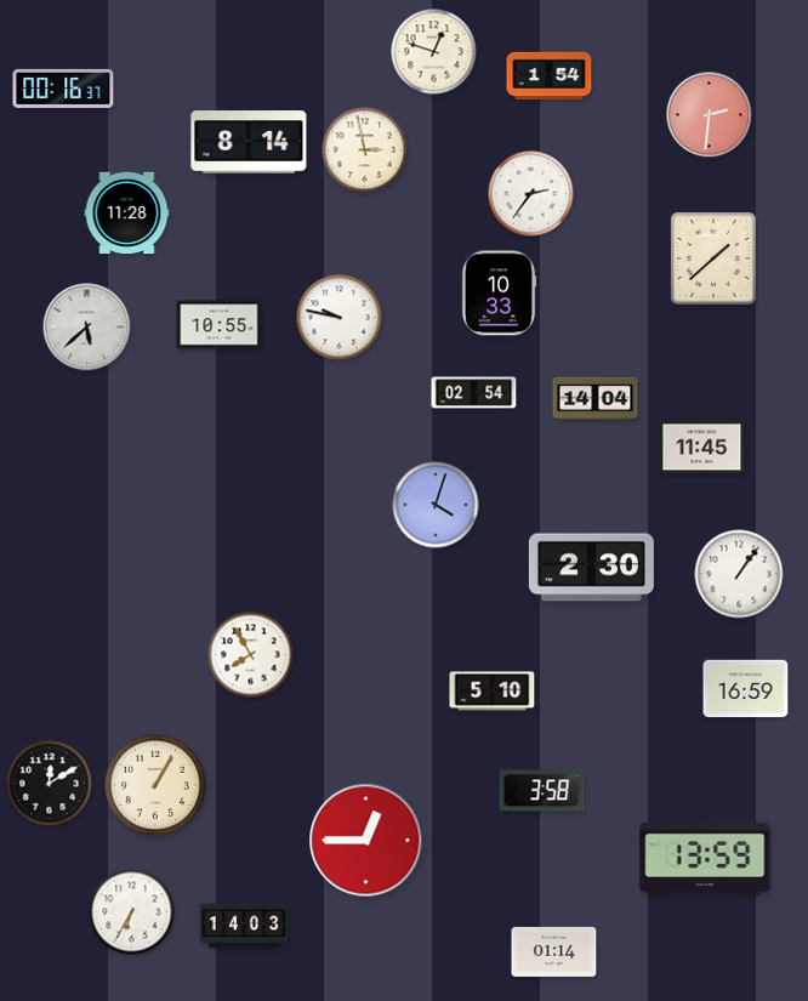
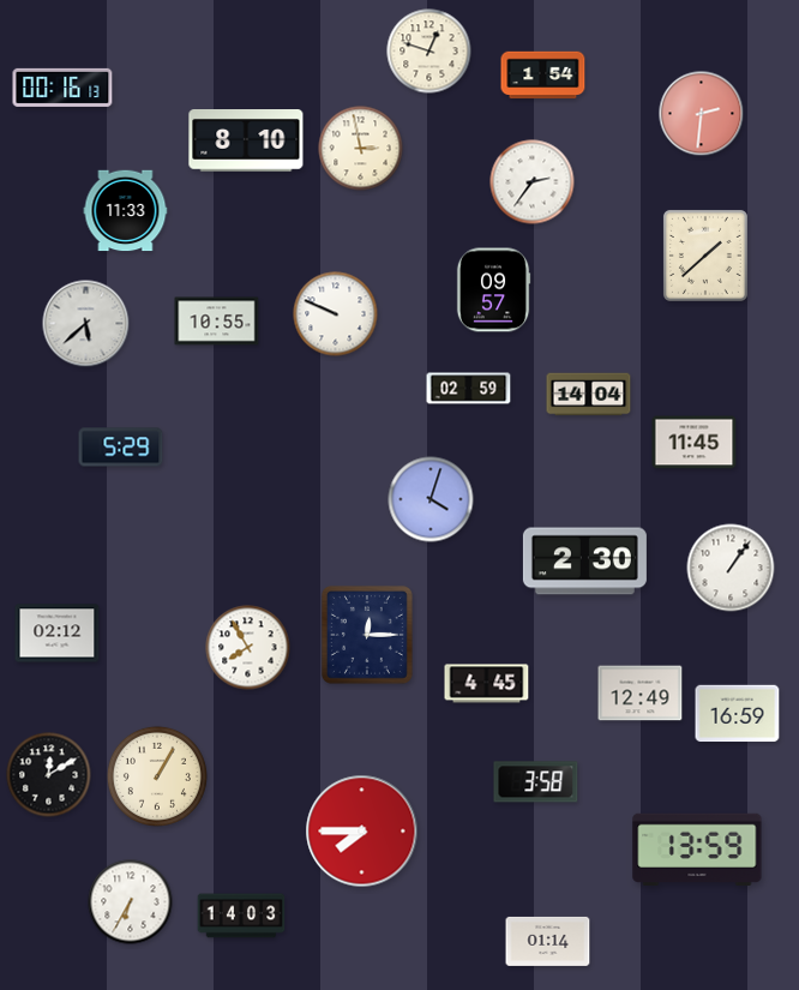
clock at (63, 89): 00:16:37 -> 00:16:13
clock at (249, 142): 8:14 -> 8:10
clock at (531, 194) position: (531, 194) -> (533, 182)
clock at (127, 214): 11:28 -> 11:33
clock at (499, 294): 10:33 -> 09:57
clock at (340, 318): 9:47 -> 9:49
clock at (474, 393): 02:54 -> 02:59
clock at (121, 448): none -> 5:29
clock at (58, 634): none -> 02:12
clock at (367, 635): none -> 12:15
clock at (746, 689) position: (746, 689) -> (738, 714)
clock at (493, 692): 5:10 -> 4:45
clock at (641, 694): none -> 12:49
clock at (155, 785) position: (155, 785) -> (157, 776)
clock at (366, 841): 12:45 -> 7:45
